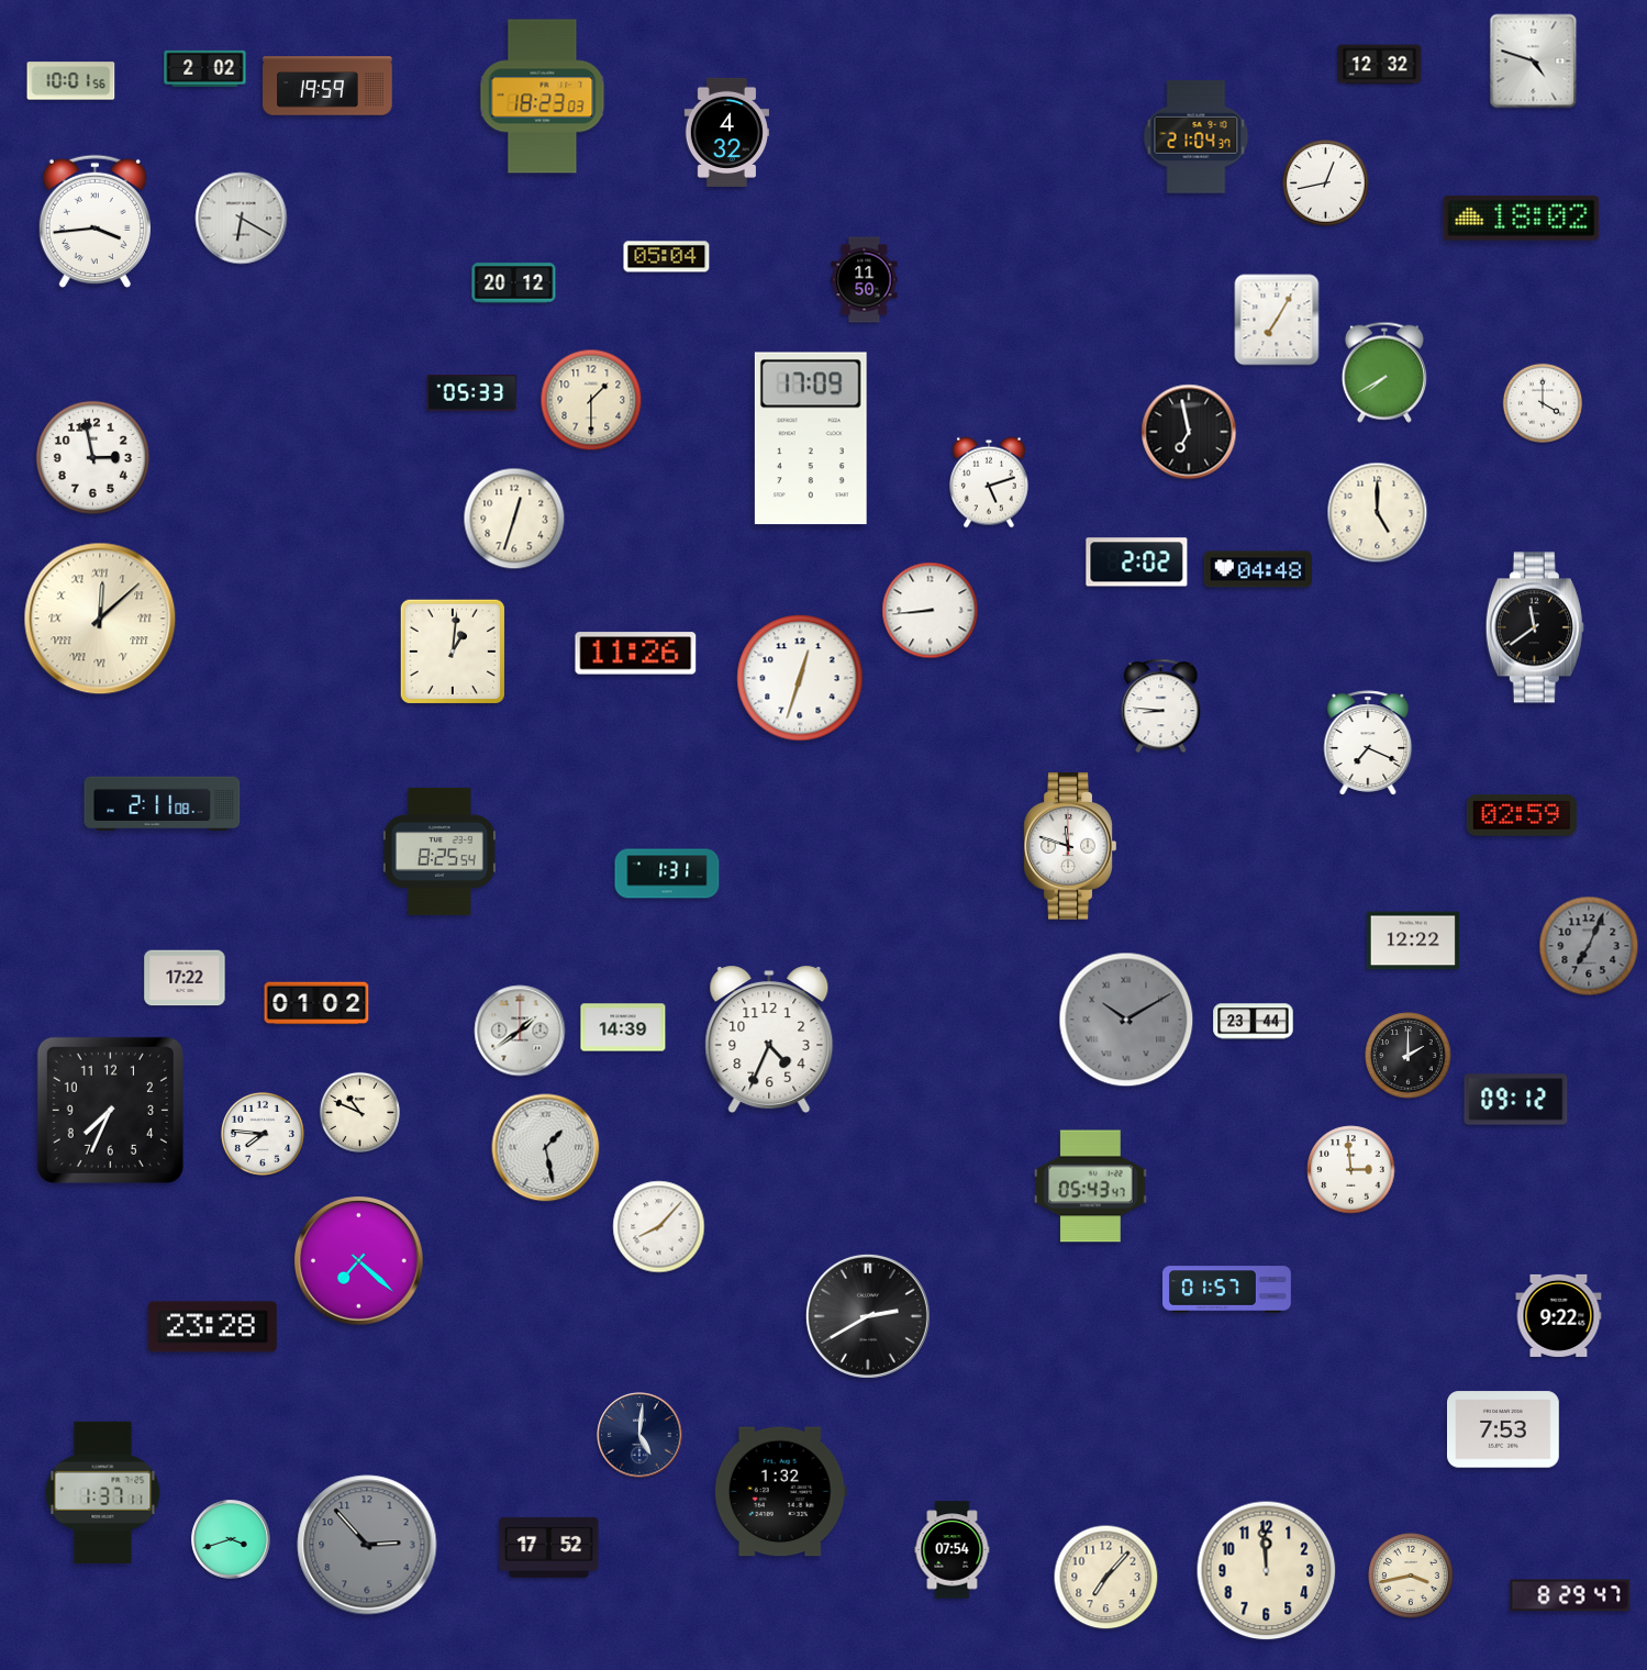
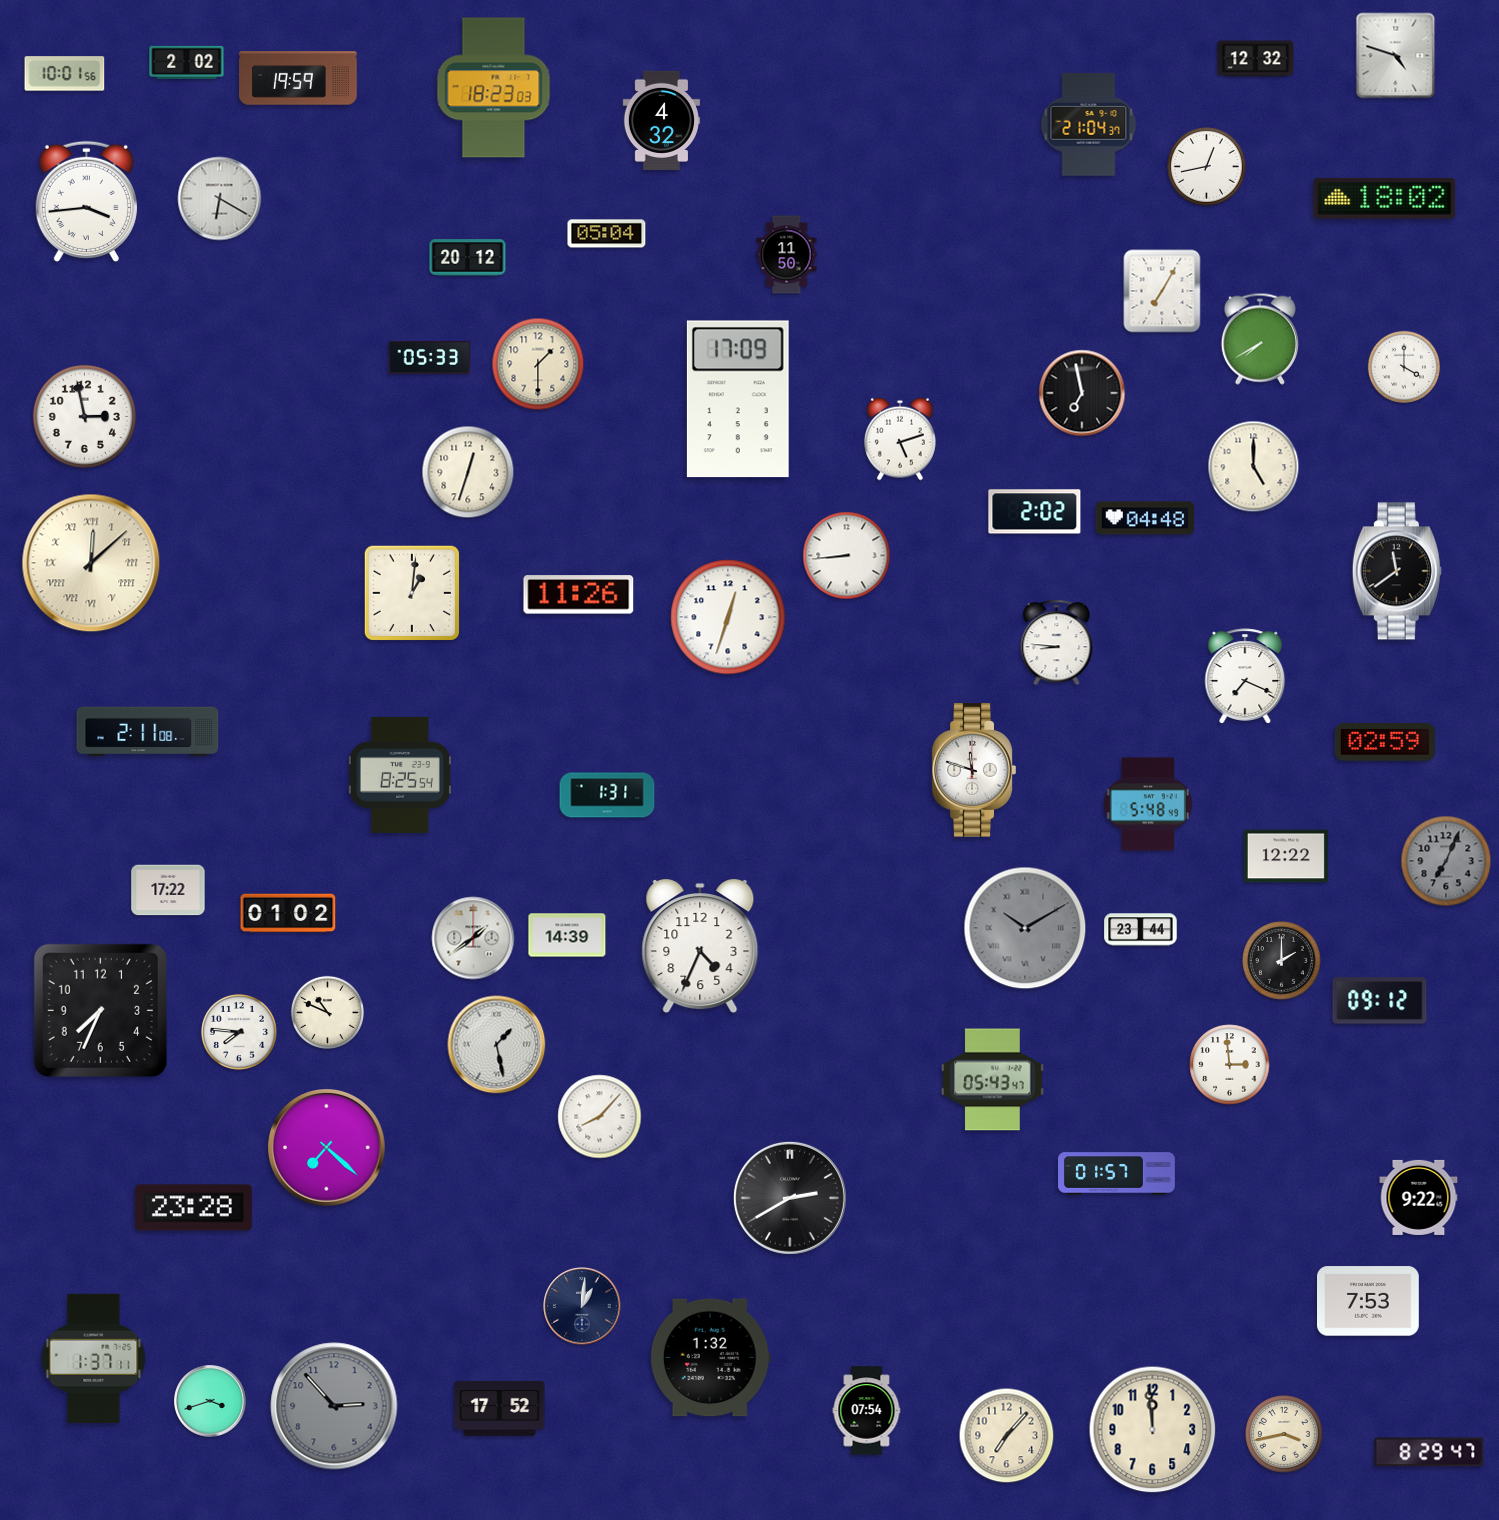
clock at (1148, 804): none -> 5:48
clock at (639, 1435): 5:01 -> 1:01
